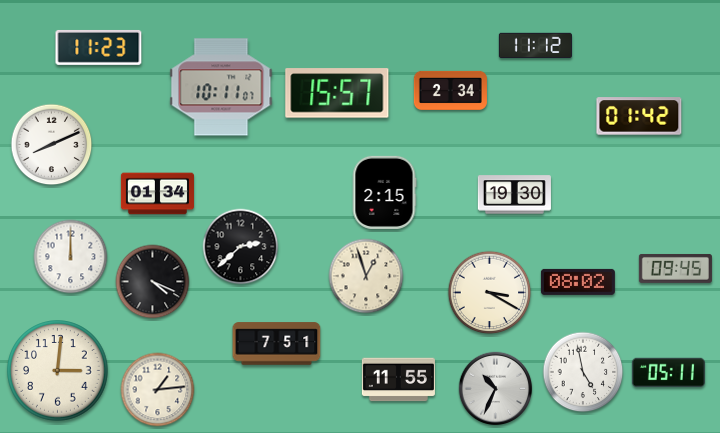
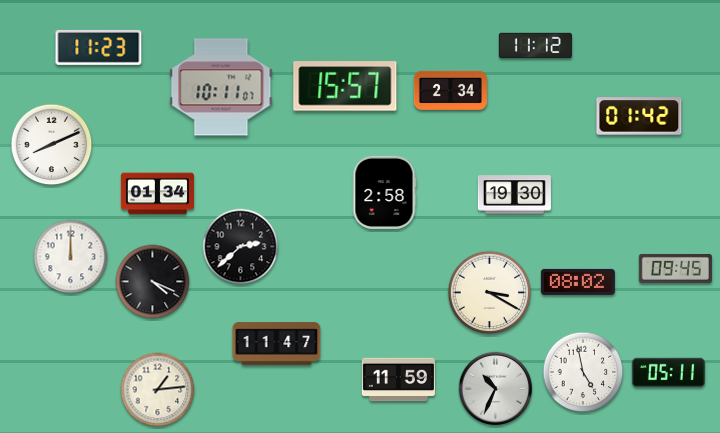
clock at (337, 93) position: (337, 93) -> (345, 86)
clock at (384, 192): 2:15 -> 2:58
clock at (366, 276): 12:57 -> none
clock at (277, 344): 7:51 -> 11:47
clock at (58, 371): 3:01 -> none
clock at (398, 380): 11:55 -> 11:59
